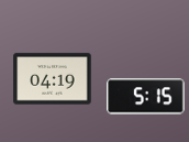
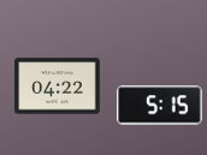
clock at (53, 79): 04:19 -> 04:22
